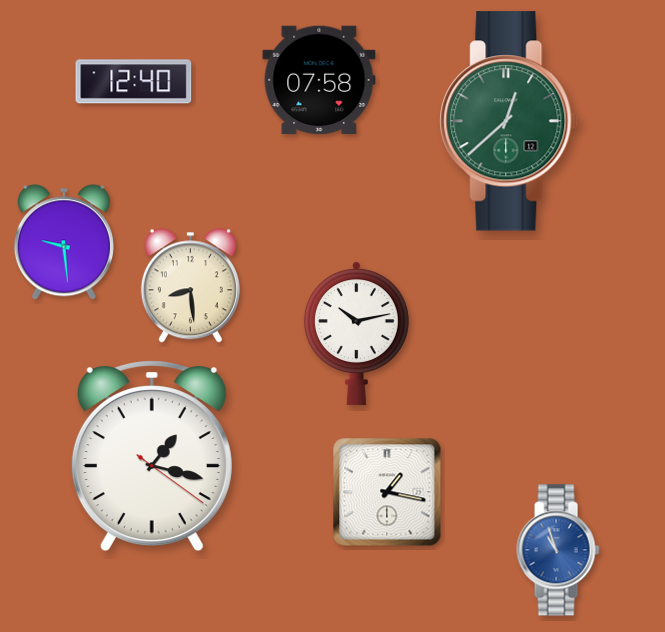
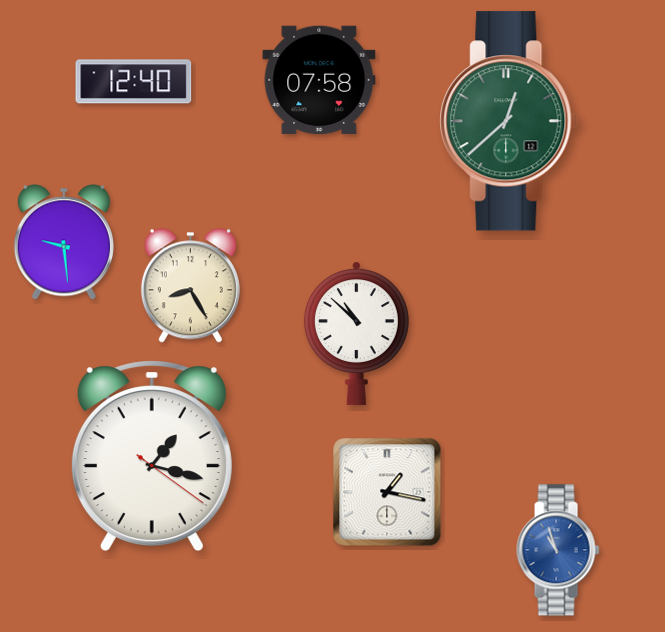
clock at (190, 286): 8:29 -> 8:25
clock at (356, 333): 10:13 -> 10:52
